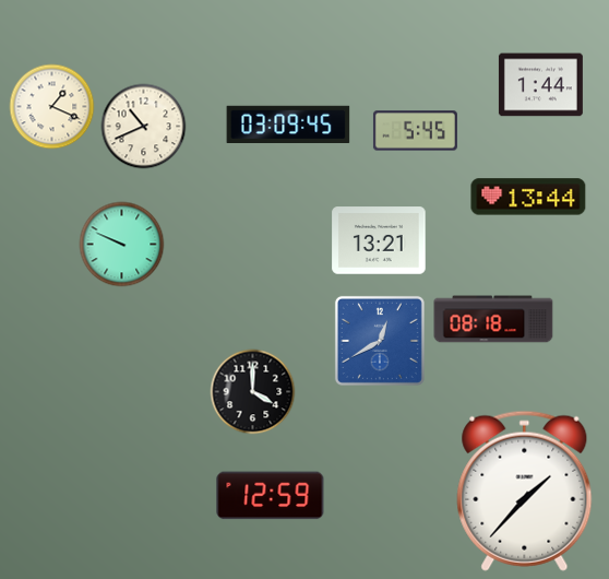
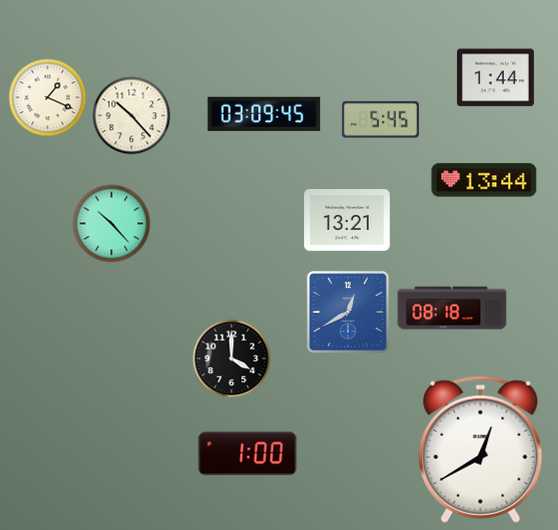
clock at (143, 126): 10:41 -> 10:23
clock at (121, 244): 9:49 -> 10:23
clock at (493, 319) position: (493, 319) -> (452, 308)
clock at (525, 491): 1:37 -> 12:40
clock at (271, 496): 12:59 -> 1:00
